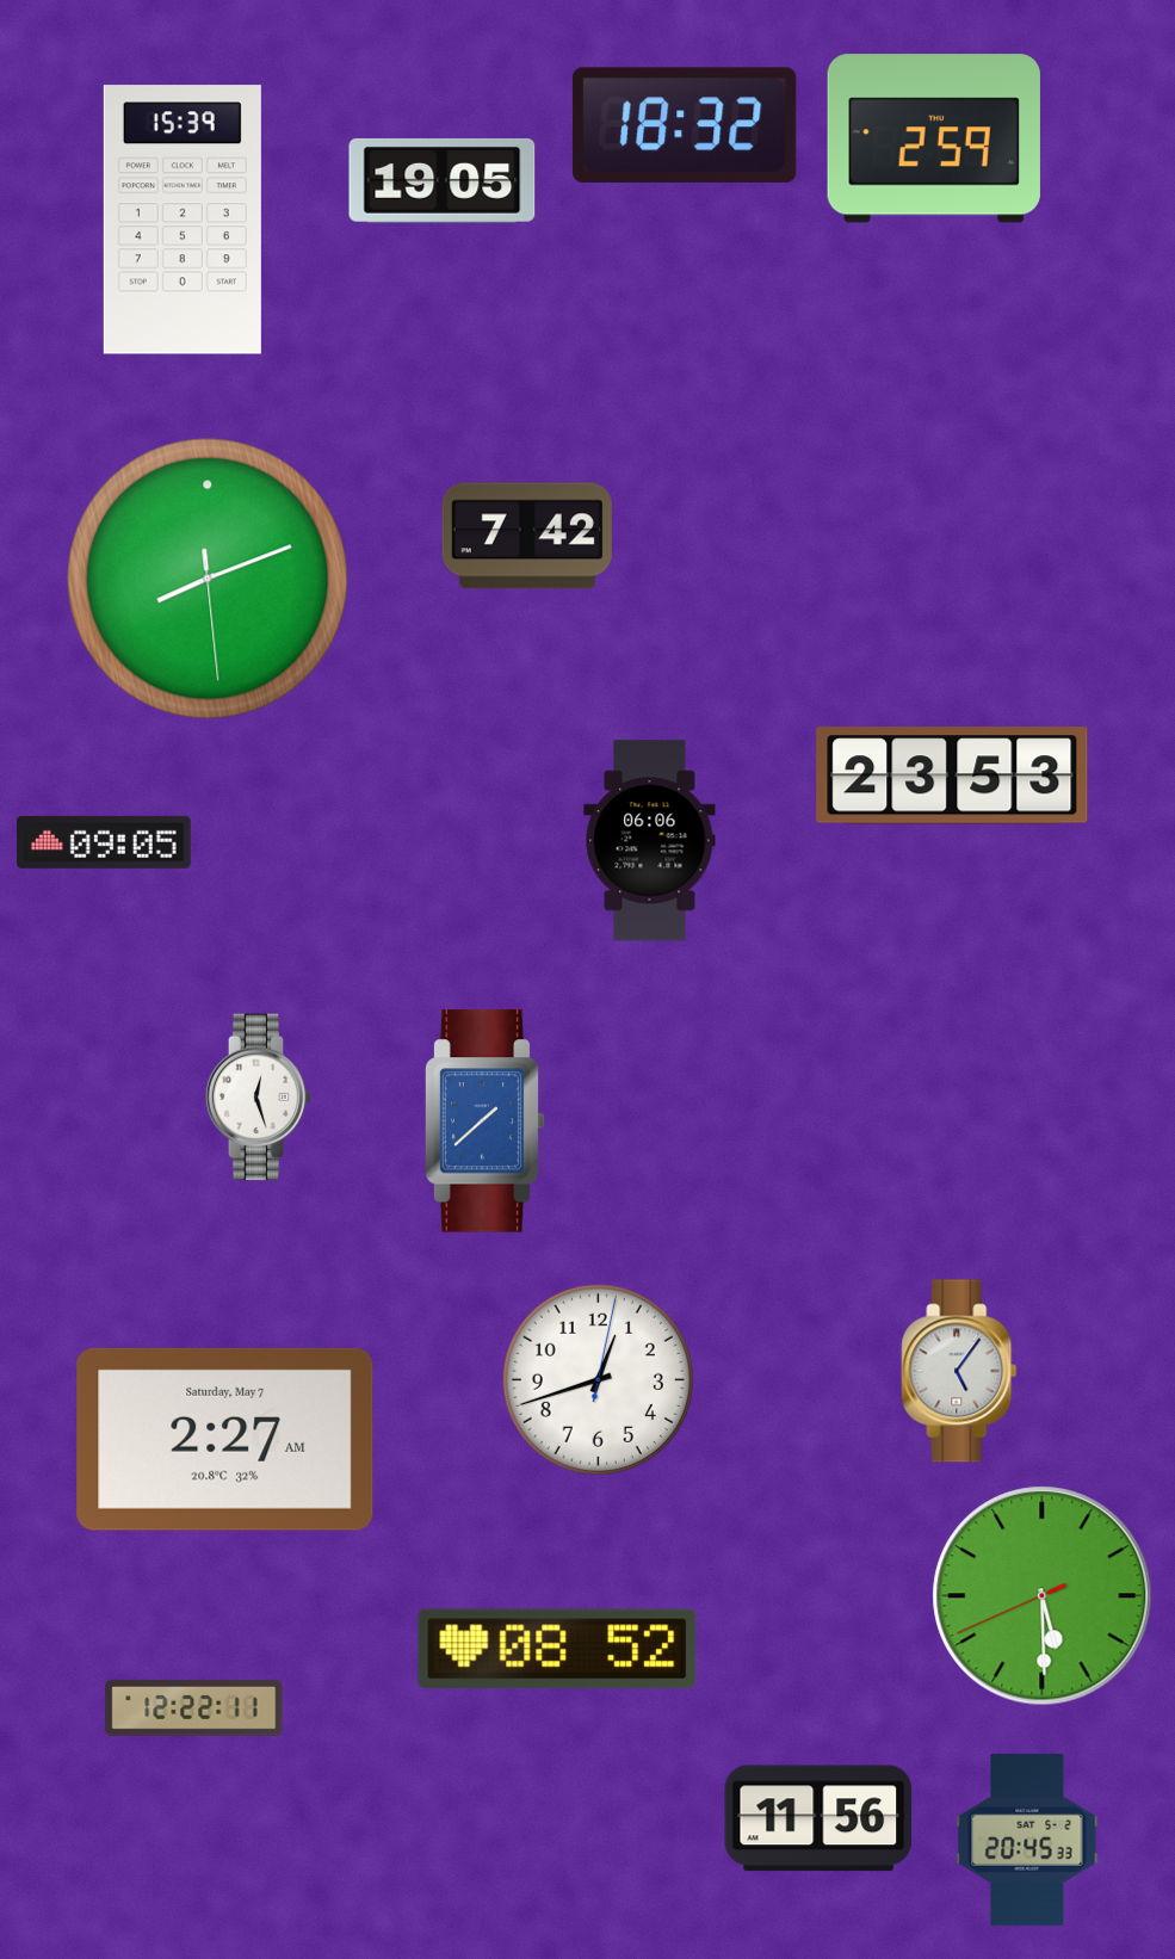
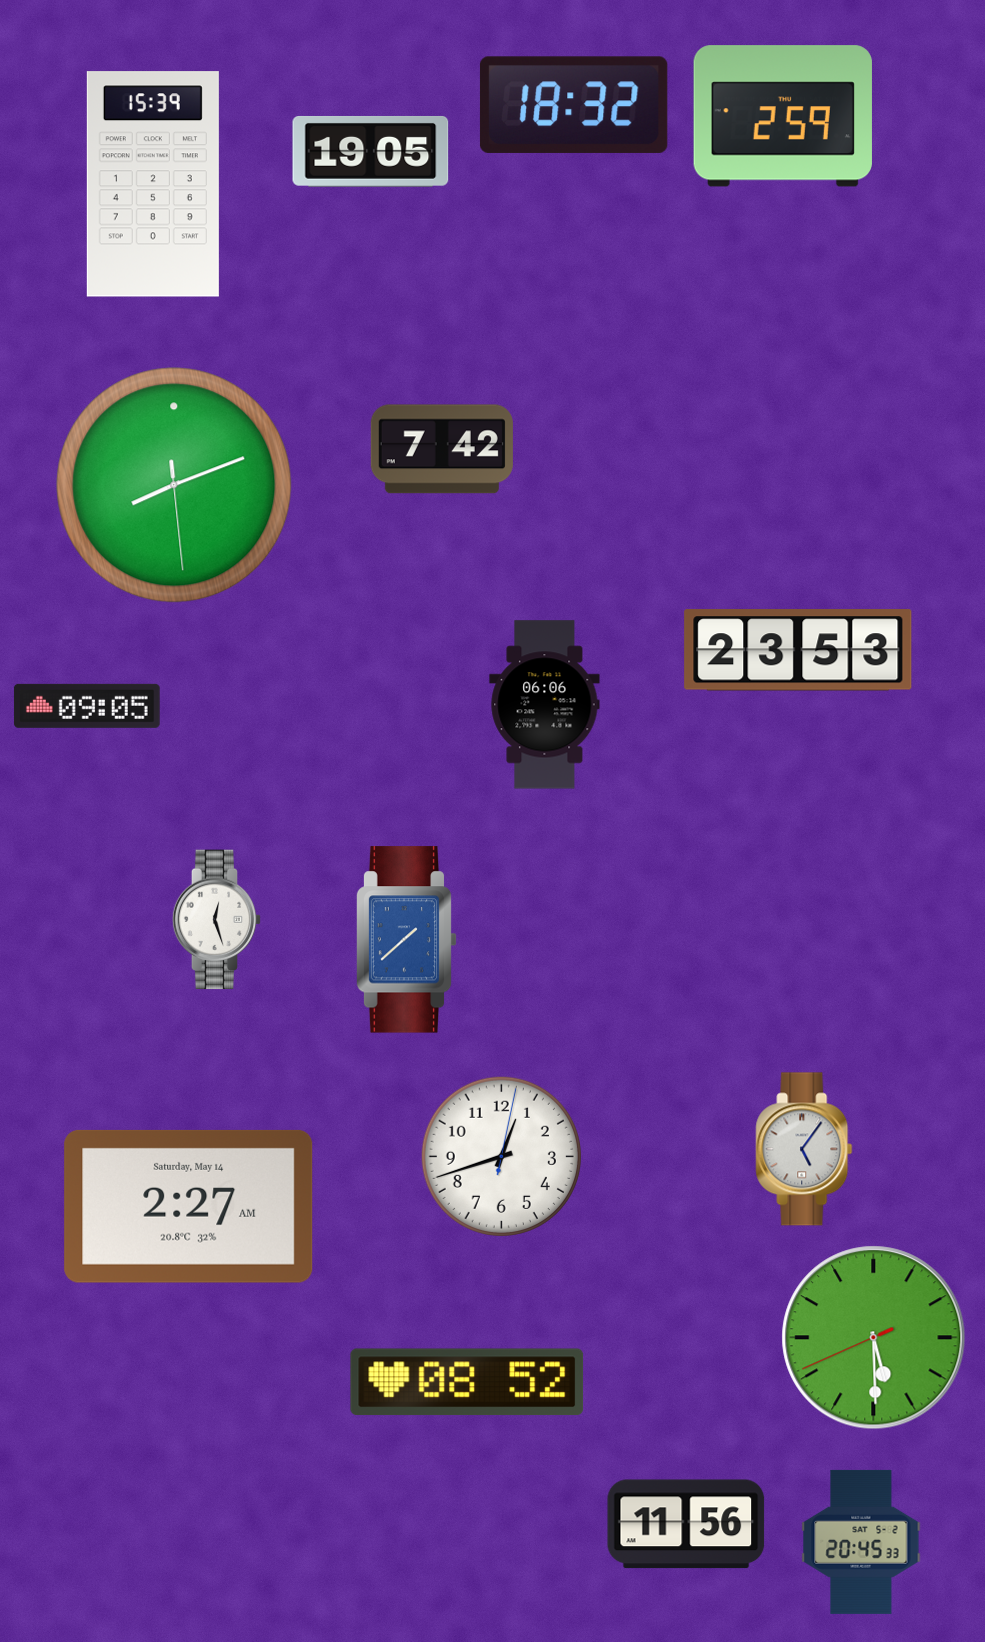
clock at (225, 1439) date: Saturday, May 7 -> Saturday, May 14
clock at (194, 1707): 12:22 -> none
